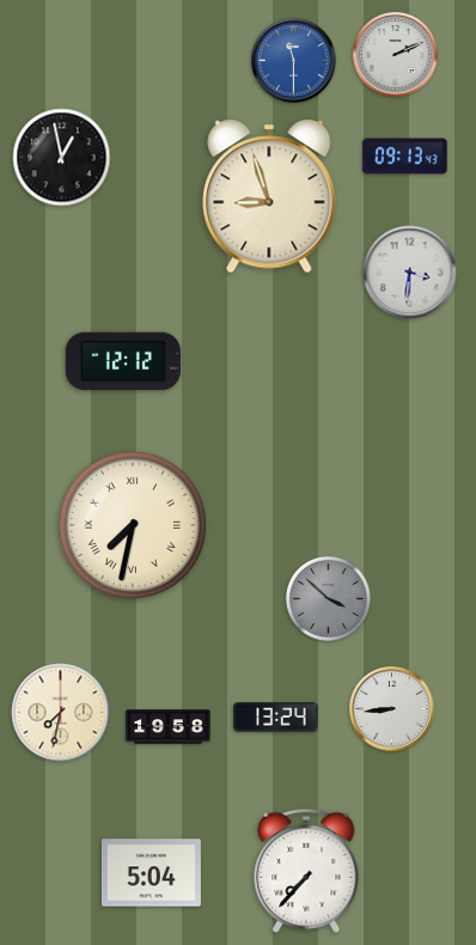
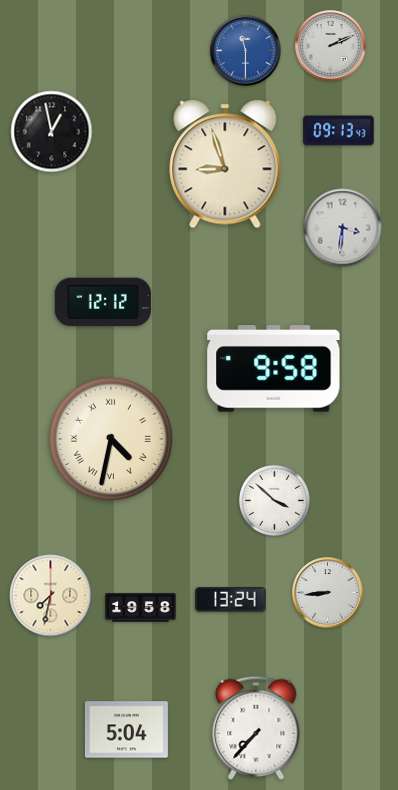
clock at (274, 369): none -> 9:58
clock at (133, 524): 7:32 -> 4:32
clock at (328, 598) dial: grey -> white
